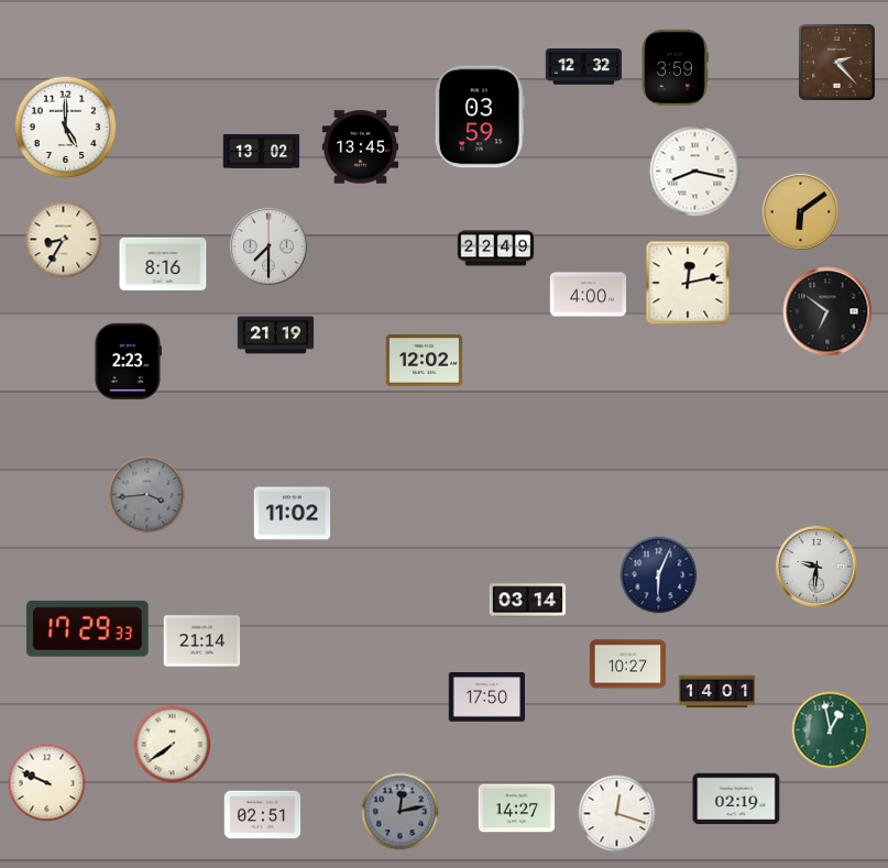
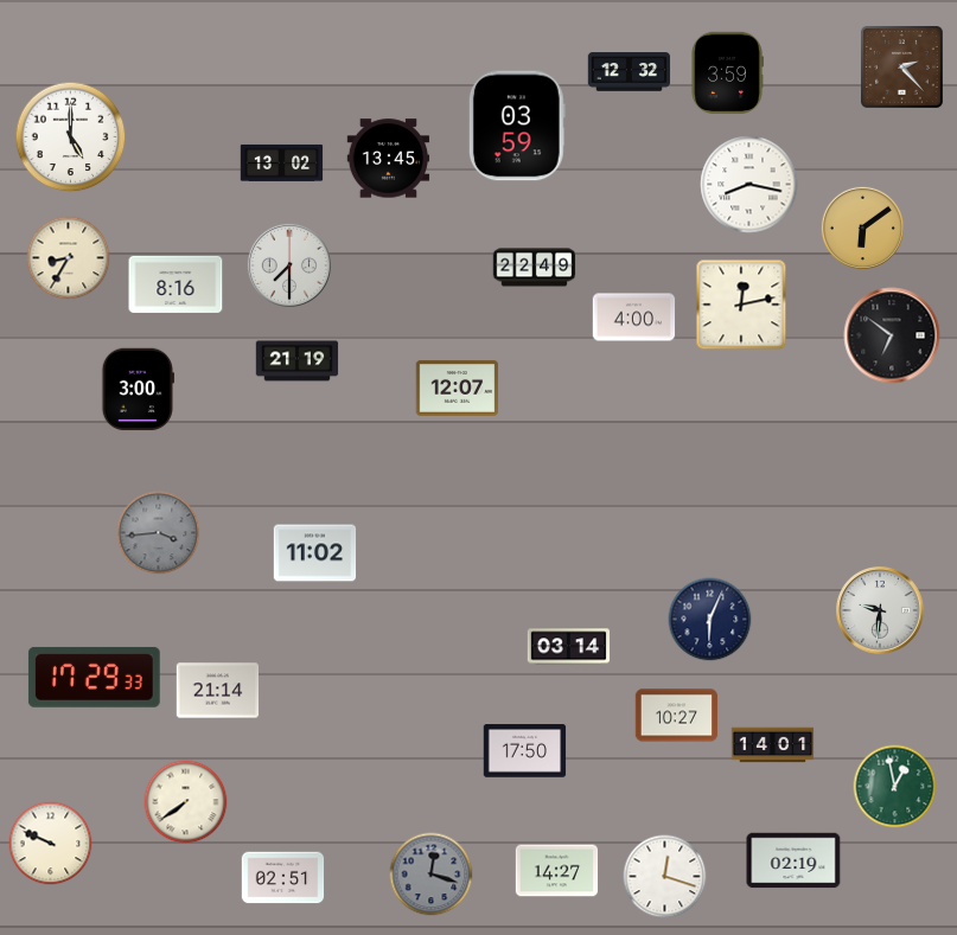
clock at (425, 361): 12:02 -> 12:07
clock at (128, 362): 2:23 -> 3:00
clock at (401, 812): 12:13 -> 12:18
